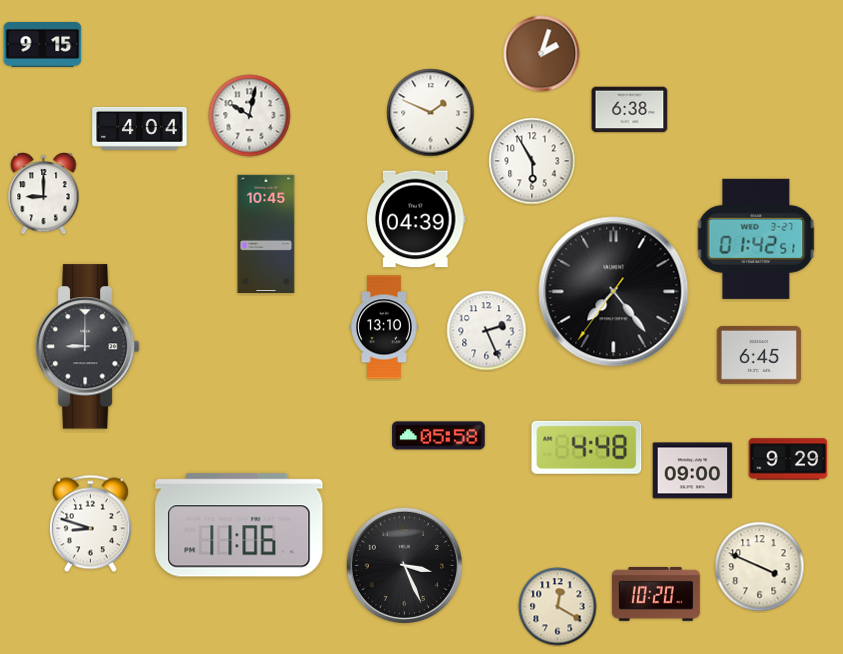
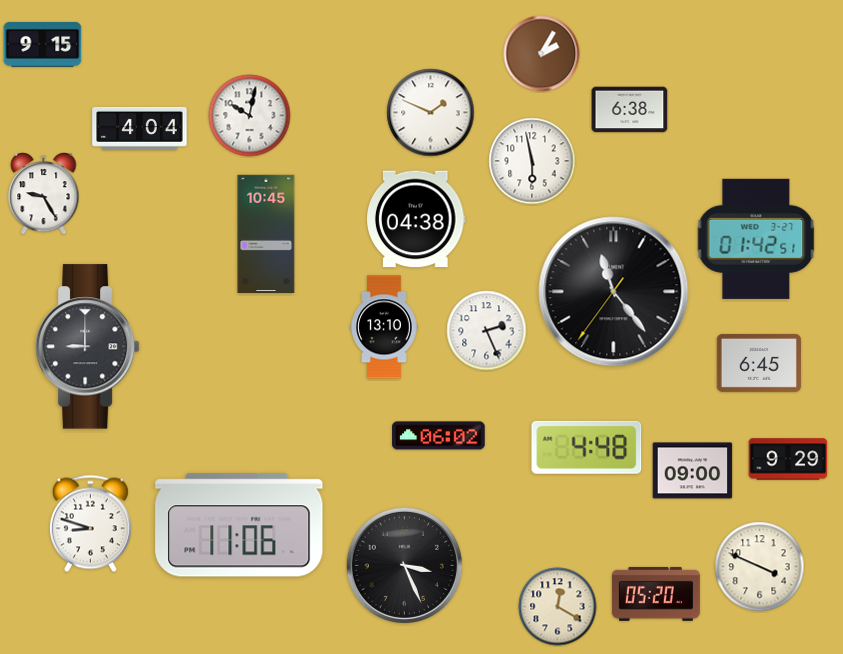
clock at (542, 54): 2:03 -> 2:05
clock at (532, 161): 5:55 -> 5:58
clock at (44, 194): 9:00 -> 9:25
clock at (417, 219): 04:39 -> 04:38
clock at (614, 292): 7:23 -> 11:23
clock at (759, 355) position: (759, 355) -> (759, 363)
clock at (439, 436): 05:58 -> 06:02
clock at (656, 594): 10:20 -> 05:20
